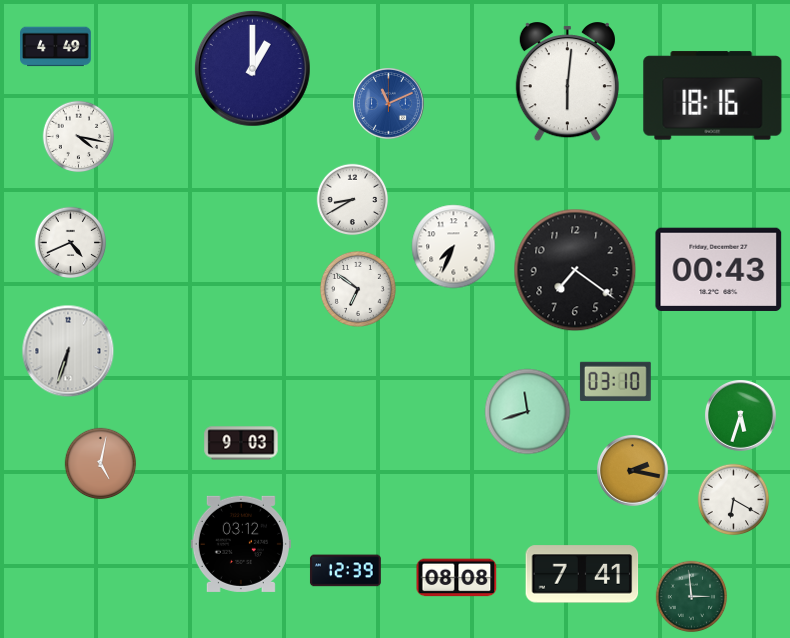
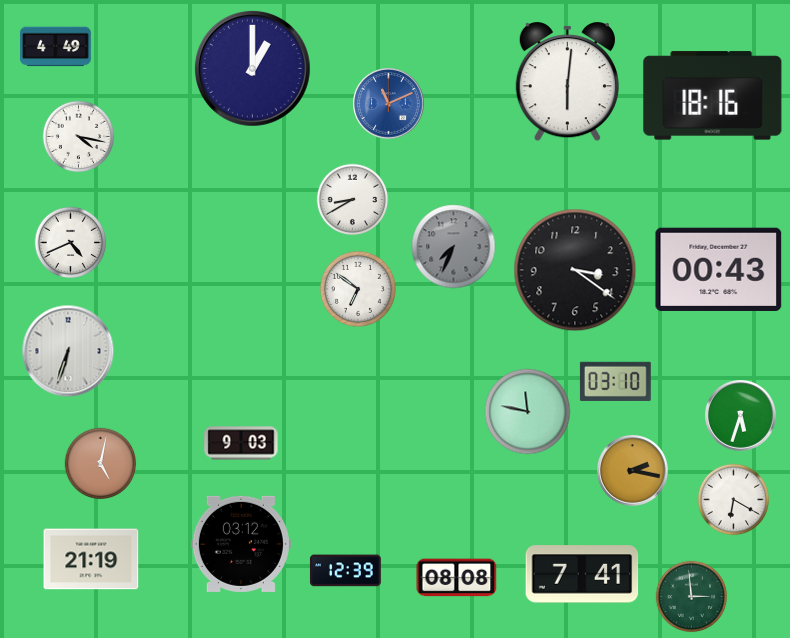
clock at (454, 247) dial: white -> grey
clock at (575, 270): 7:21 -> 3:21
clock at (528, 412): 11:42 -> 11:47
clock at (91, 559): none -> 21:19
